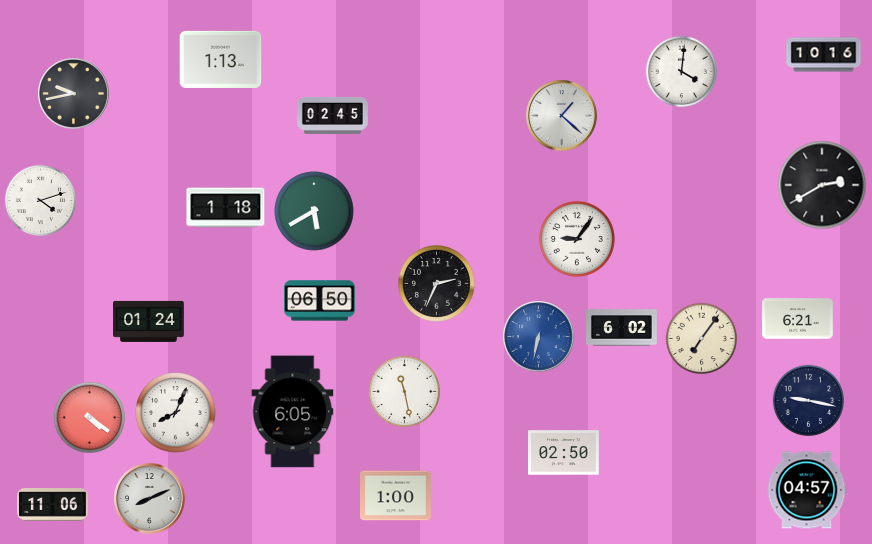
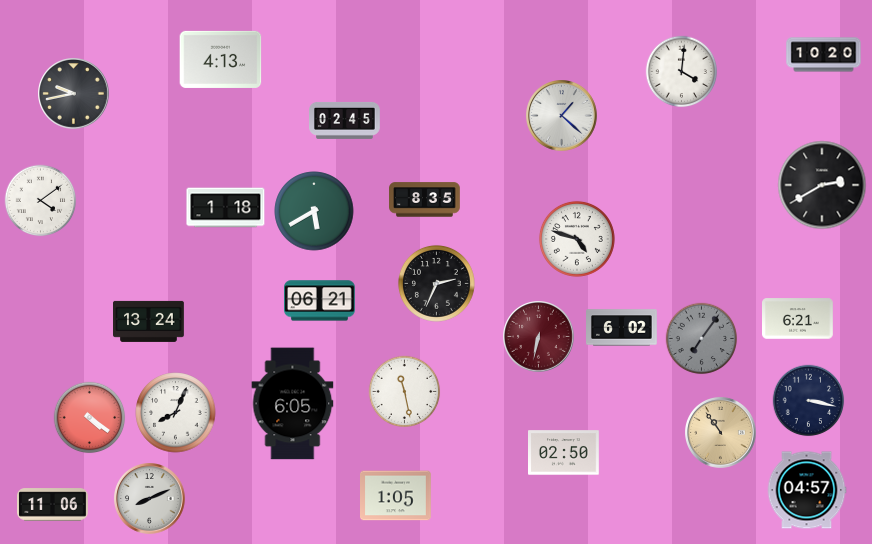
clock at (824, 55): 10:16 -> 10:20
clock at (221, 59): 1:13 -> 4:13
clock at (333, 115) position: (333, 115) -> (345, 120)
clock at (425, 200): none -> 8:35
clock at (41, 201): 4:12 -> 4:09
clock at (577, 239): 9:06 -> 4:48
clock at (320, 301): 06:50 -> 06:21
clock at (149, 321): 01:24 -> 13:24
clock at (539, 337) dial: blue -> burgundy
clock at (702, 339) dial: cream -> grey
clock at (809, 401): 9:17 -> 3:17
clock at (293, 412) position: (293, 412) -> (293, 404)
clock at (721, 433): none -> 10:54
clock at (396, 496): 1:00 -> 1:05
